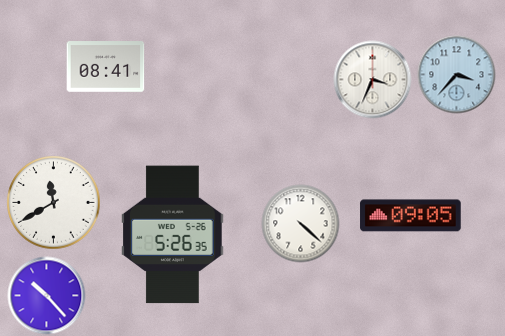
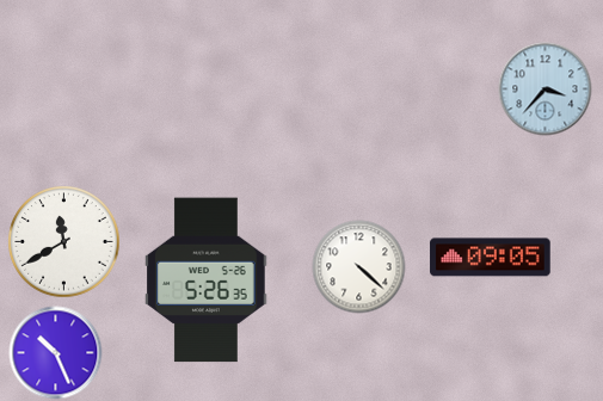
clock at (105, 67): 08:41 -> none
clock at (372, 79): 3:34 -> none
clock at (46, 295): 10:23 -> 10:26
